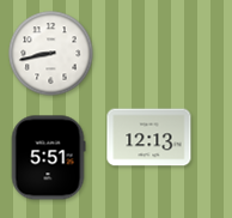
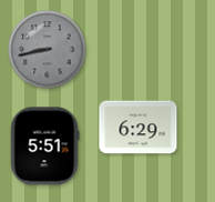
clock at (51, 54) dial: white -> grey
clock at (149, 138): 12:13 -> 6:29
